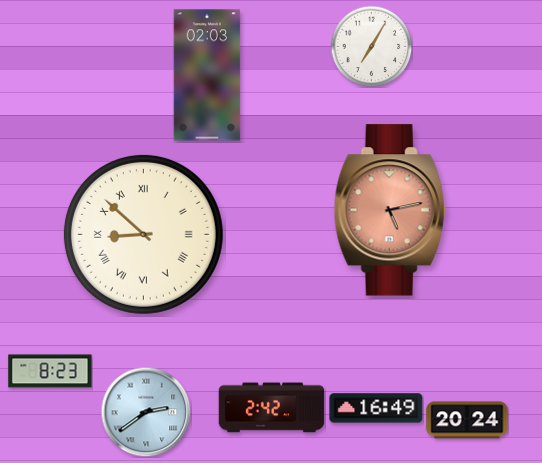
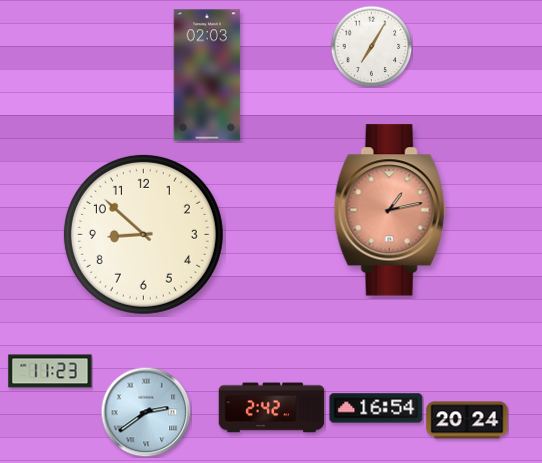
clock at (390, 210): 5:13 -> 1:13
clock at (143, 234) numerals: Roman -> Arabic
clock at (50, 371): 8:23 -> 11:23
clock at (376, 408): 16:49 -> 16:54
